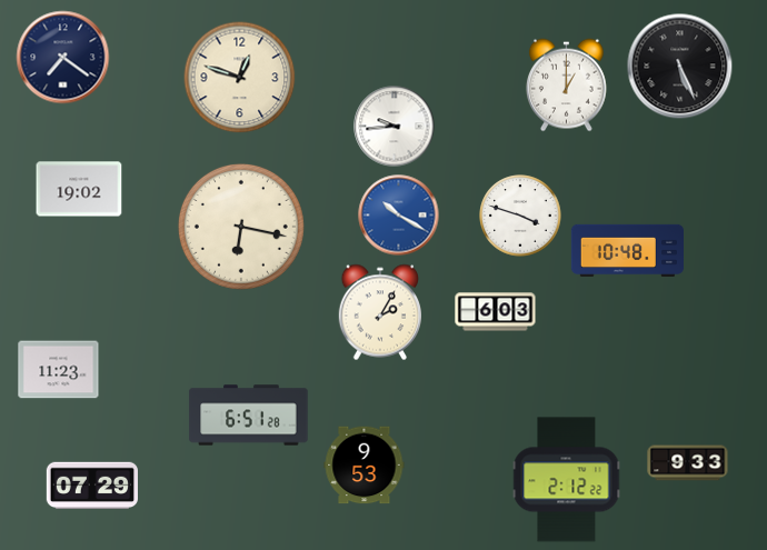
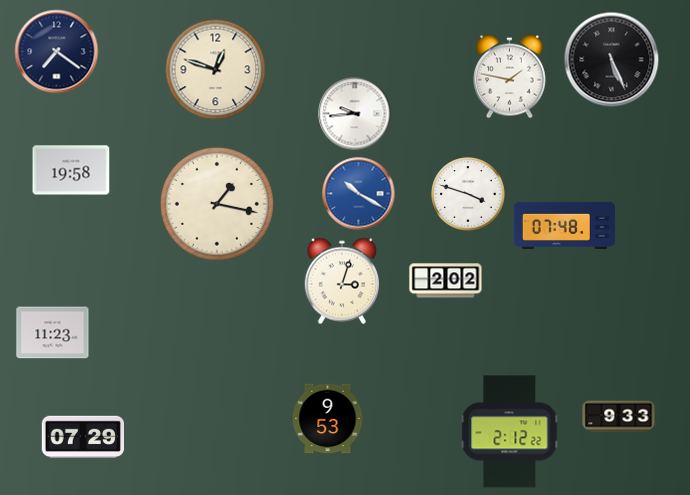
clock at (566, 86): 1:00 -> 1:47
clock at (79, 189): 19:02 -> 19:58
clock at (241, 227): 6:17 -> 1:17
clock at (627, 250): 10:48 -> 07:48
clock at (379, 312): 2:05 -> 3:03
clock at (496, 312): 6:03 -> 2:02
clock at (249, 416): 6:51 -> none
